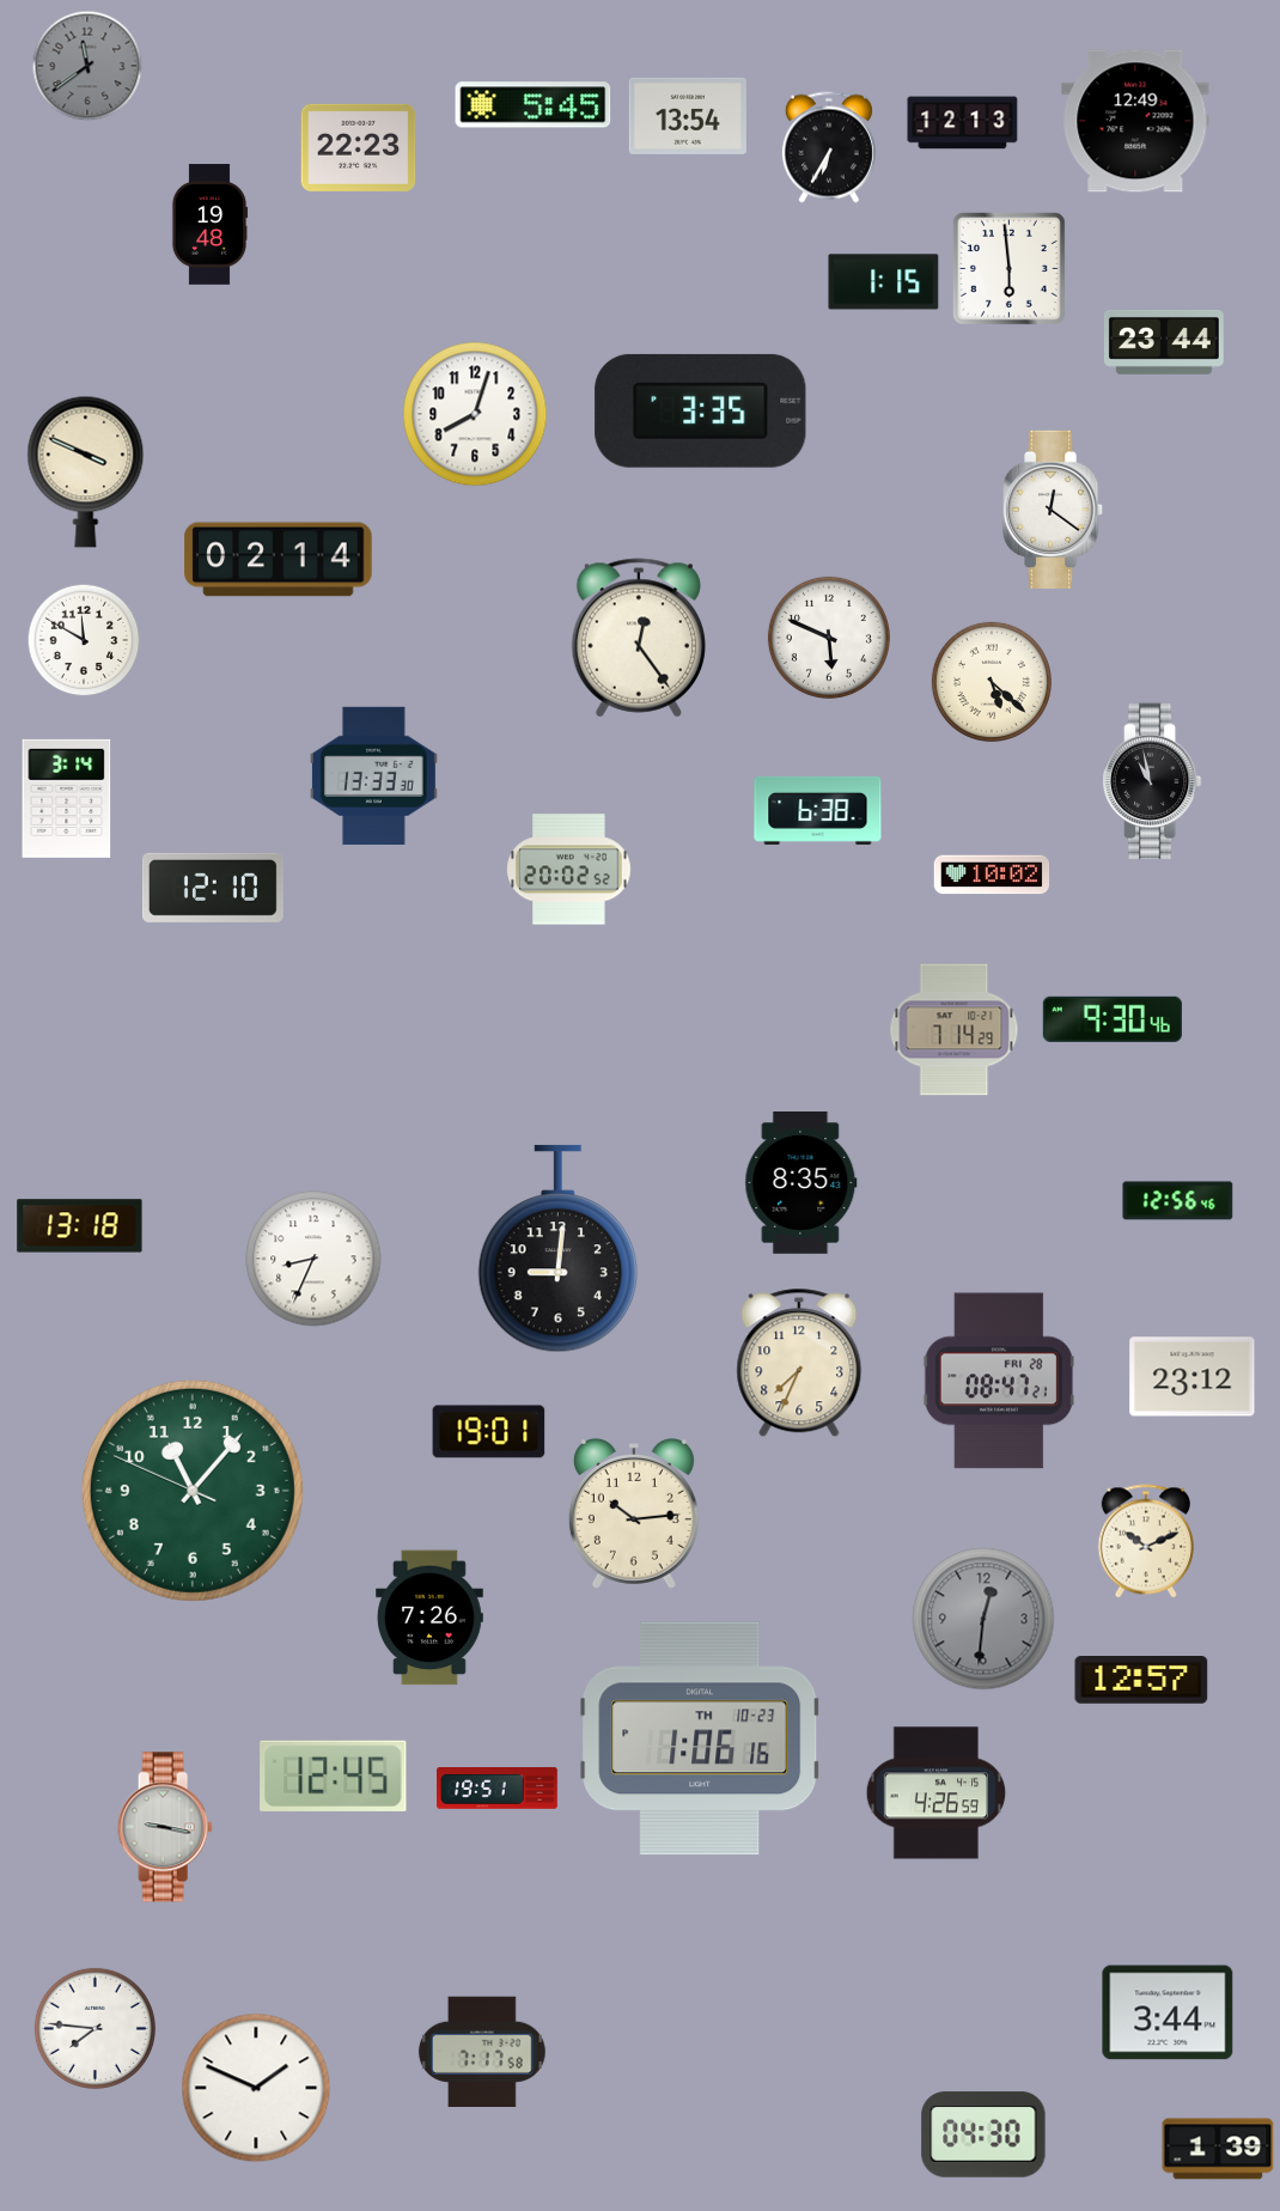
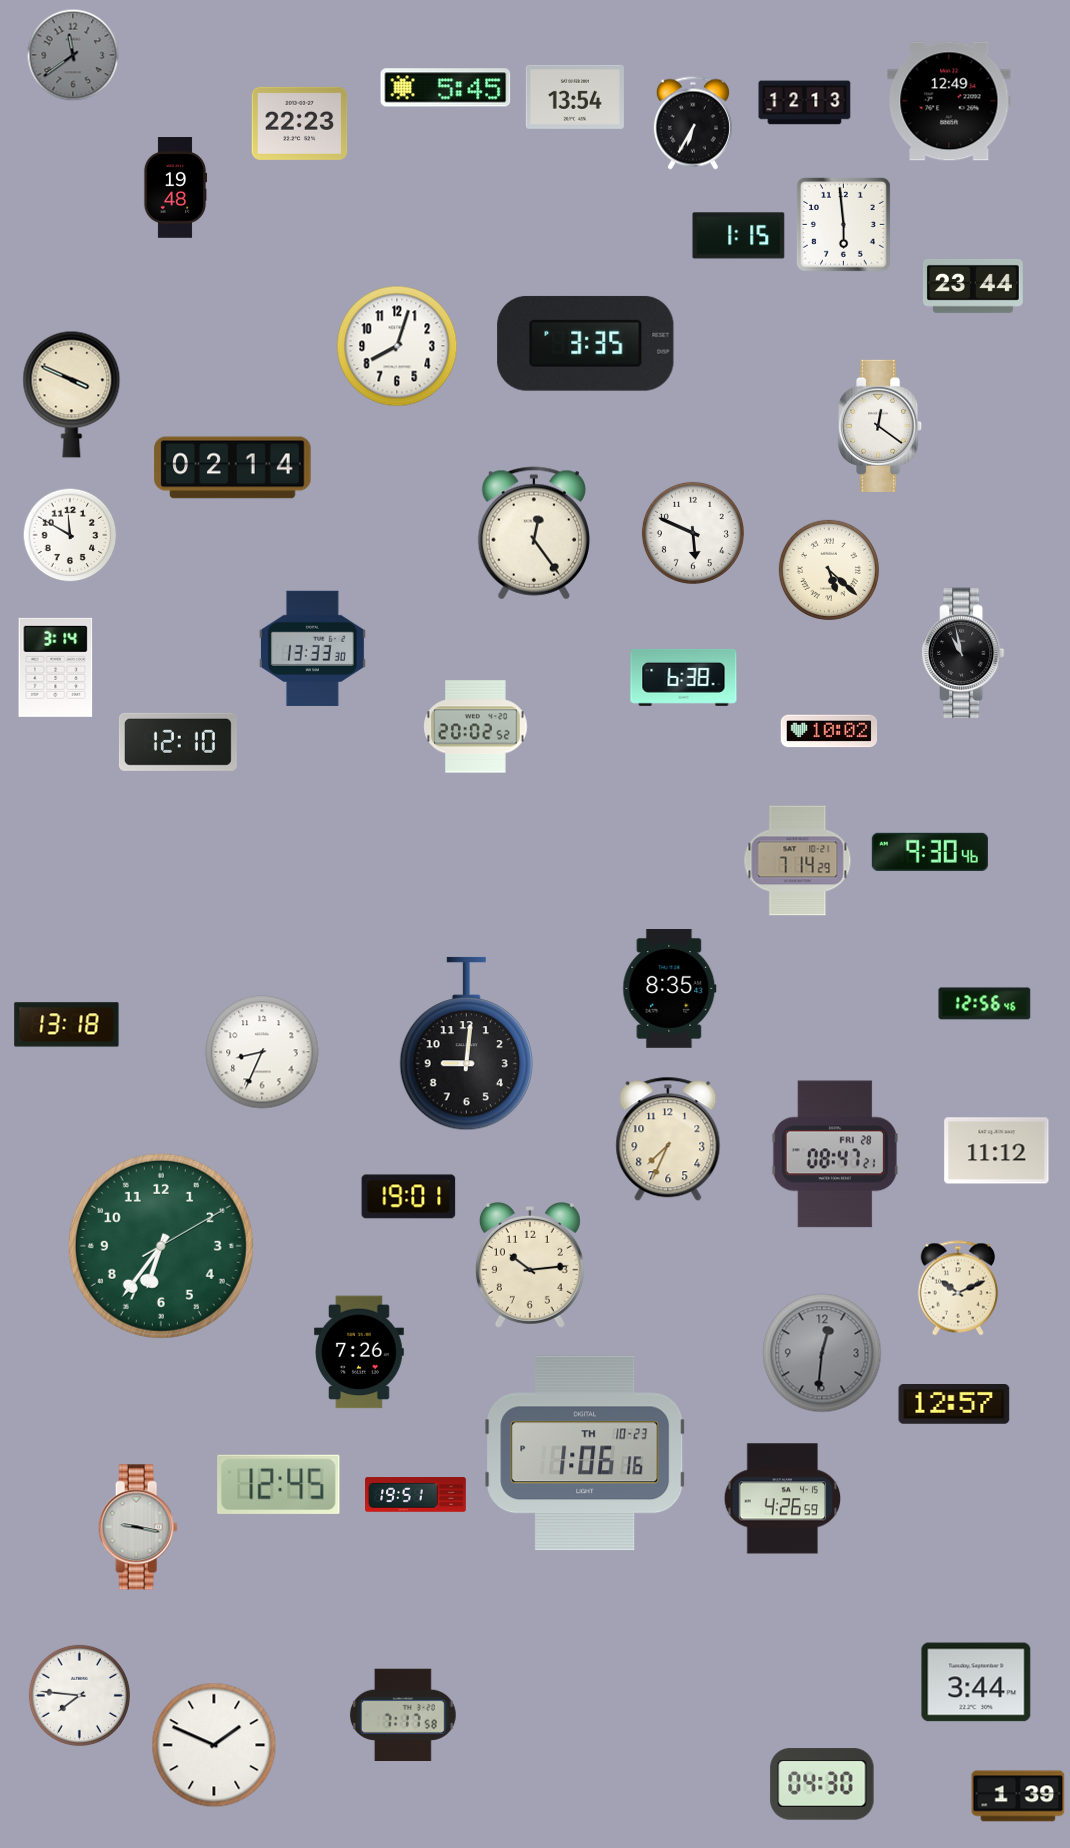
clock at (1193, 1377): 23:12 -> 11:12
clock at (193, 1491): 11:06 -> 6:36
